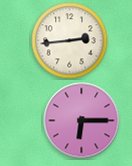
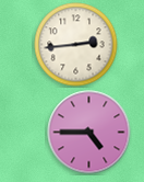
clock at (82, 121): 6:15 -> 4:45
